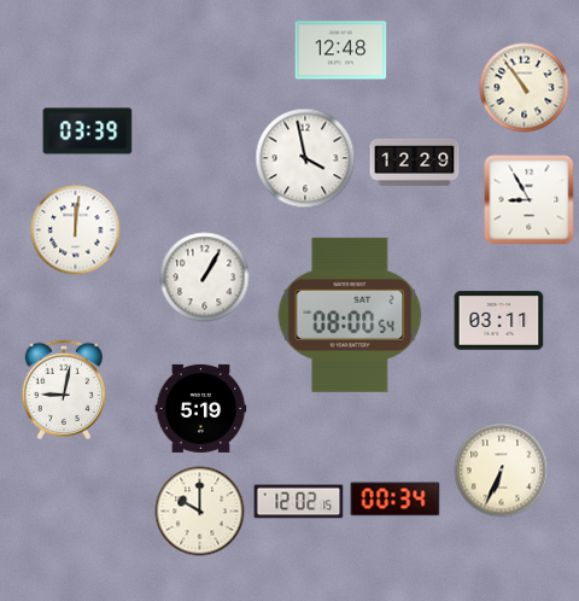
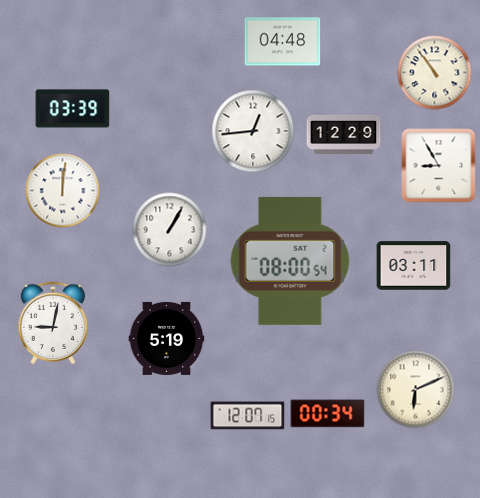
clock at (341, 51): 12:48 -> 04:48
clock at (305, 158): 3:58 -> 12:44
clock at (502, 471): 6:34 -> 6:11
clock at (299, 502): 12:02 -> 12:07
clock at (200, 512): 10:00 -> none
